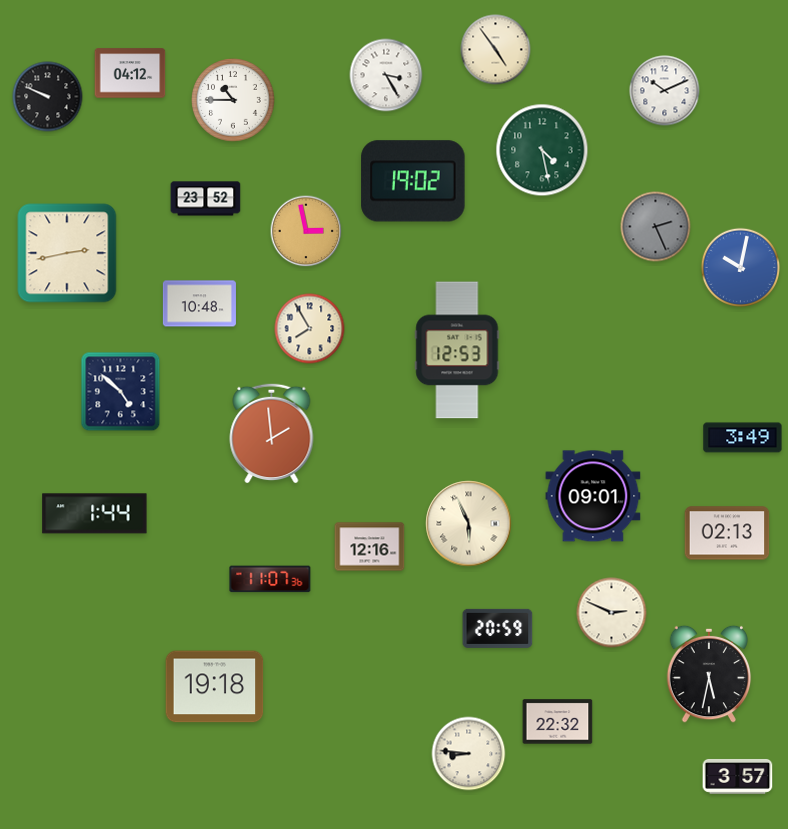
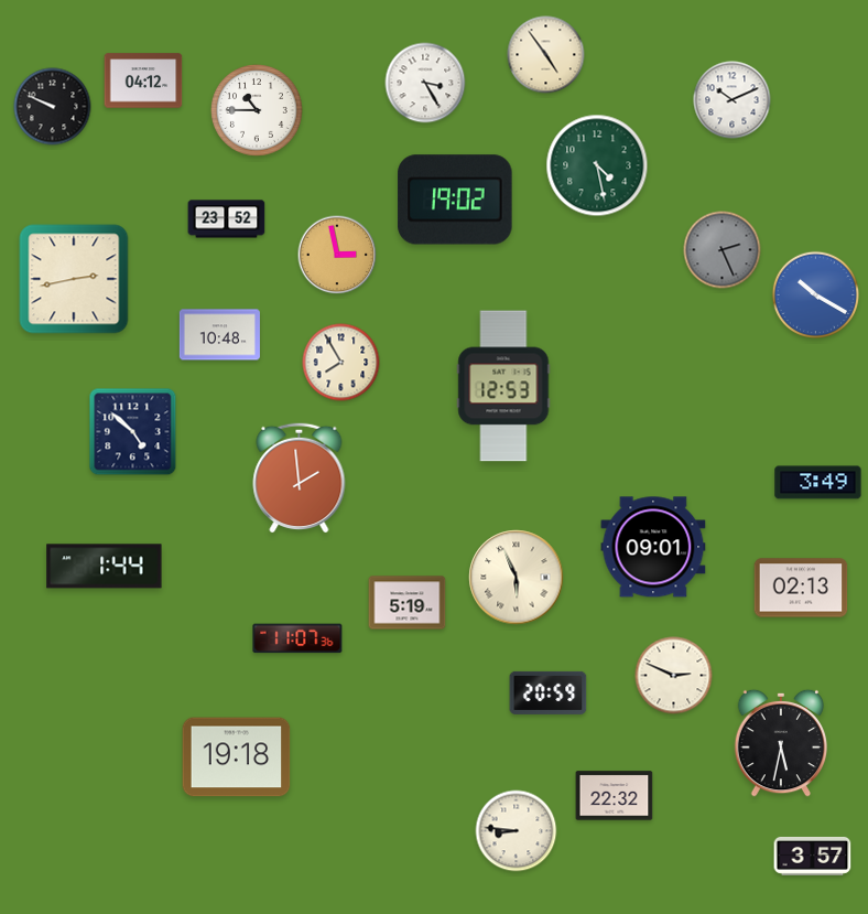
clock at (740, 267): 10:02 -> 10:20
clock at (370, 547): 12:16 -> 5:19
